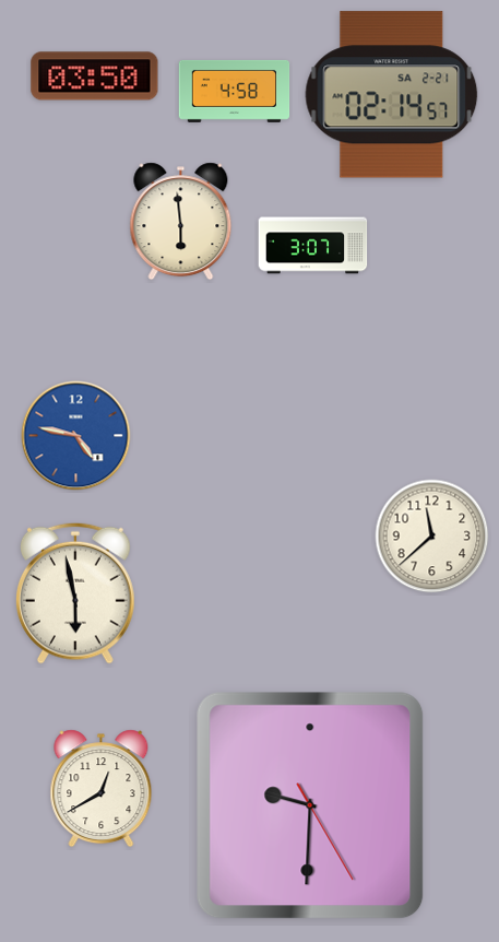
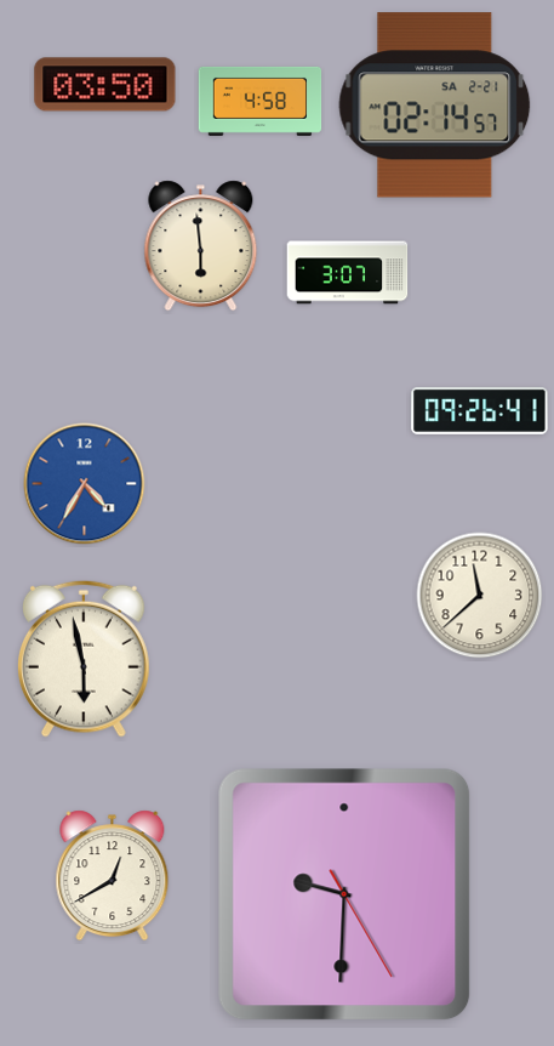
clock at (480, 411): none -> 09:26
clock at (76, 436): 4:47 -> 4:35
